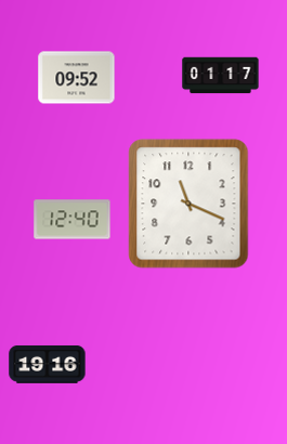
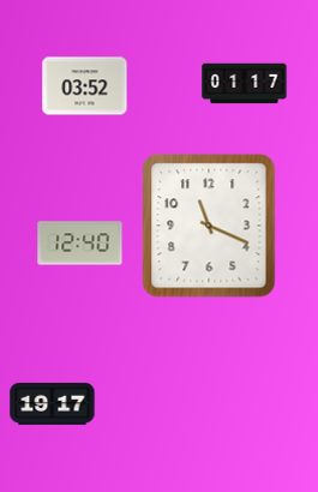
clock at (77, 78): 09:52 -> 03:52
clock at (48, 365): 19:16 -> 19:17
